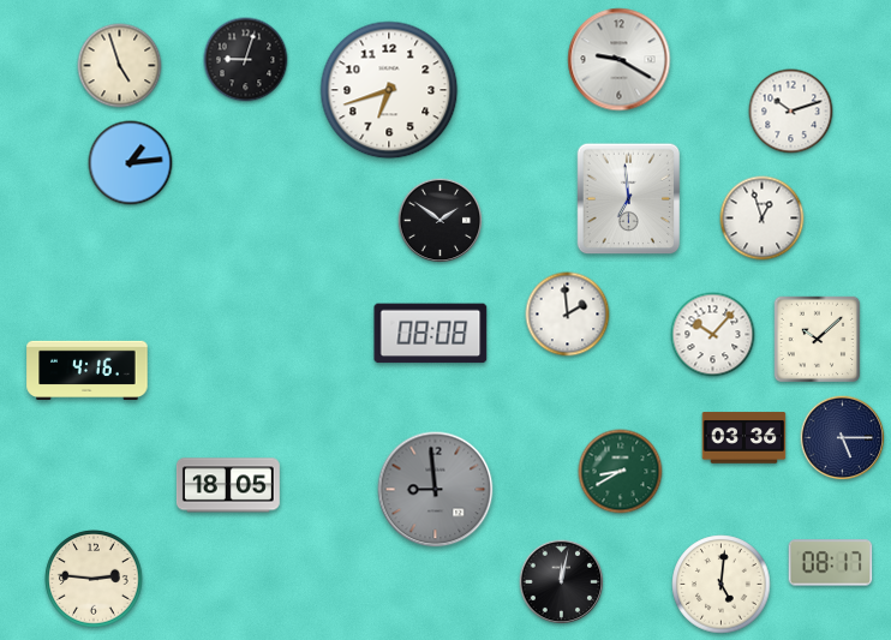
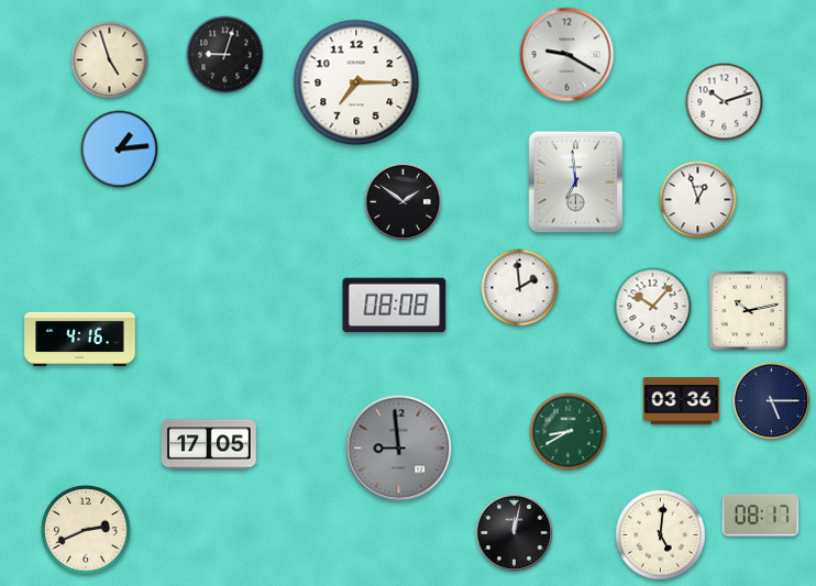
clock at (389, 90): 6:42 -> 7:15
clock at (818, 340): 10:08 -> 10:13
clock at (228, 485): 18:05 -> 17:05
clock at (94, 579): 2:46 -> 2:41
